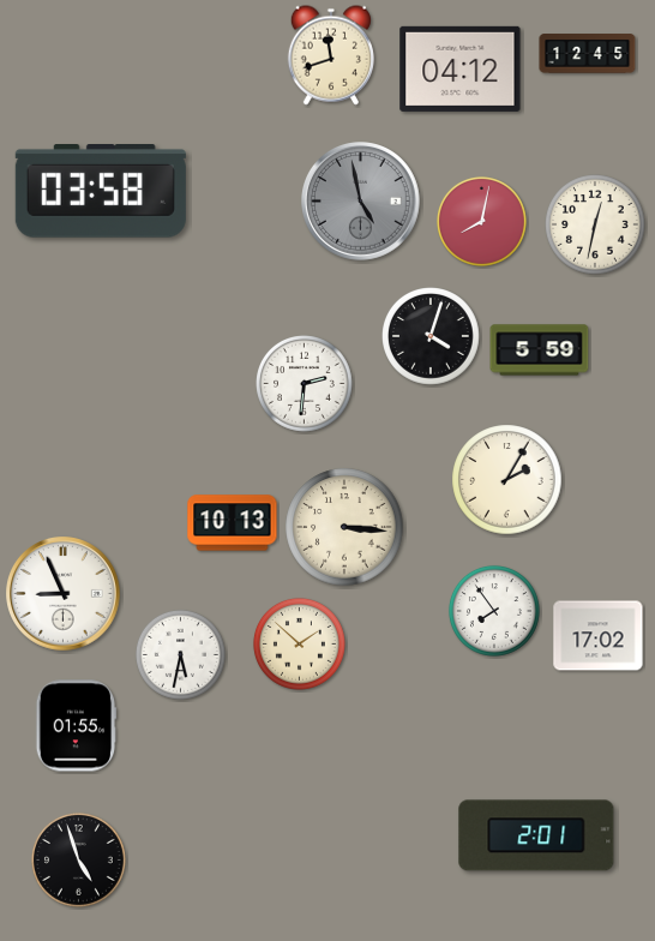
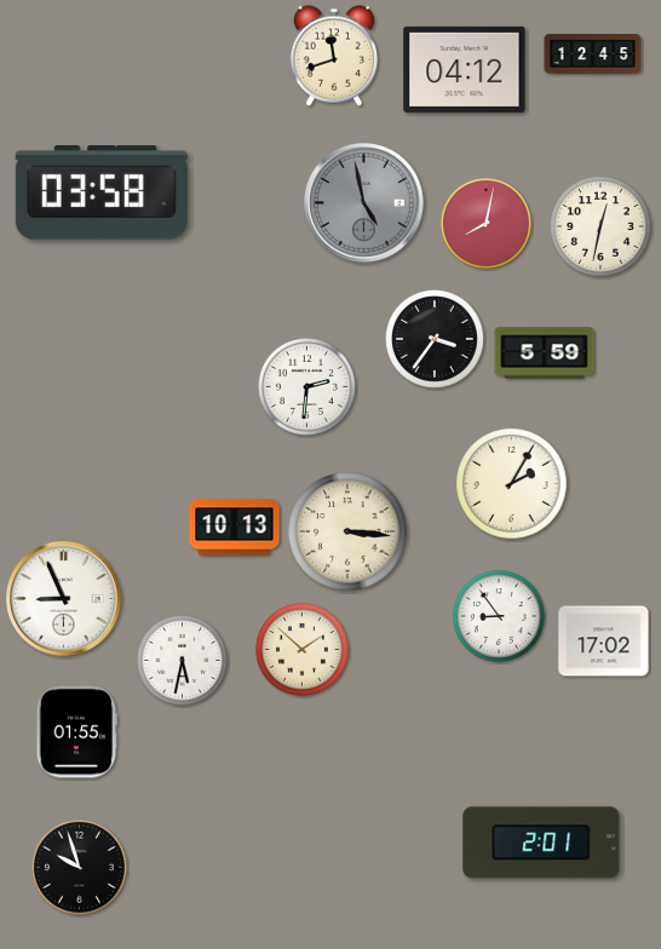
clock at (432, 337): 4:03 -> 3:36
clock at (494, 611): 7:54 -> 8:54
clock at (78, 859): 4:57 -> 9:57
